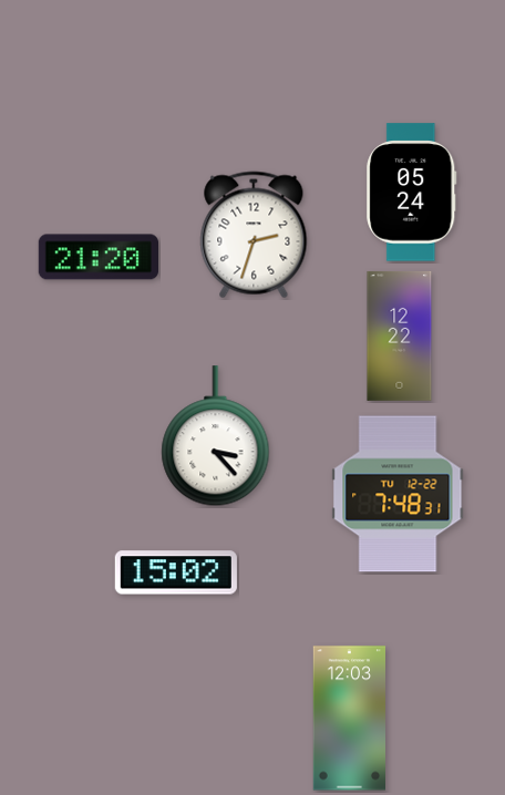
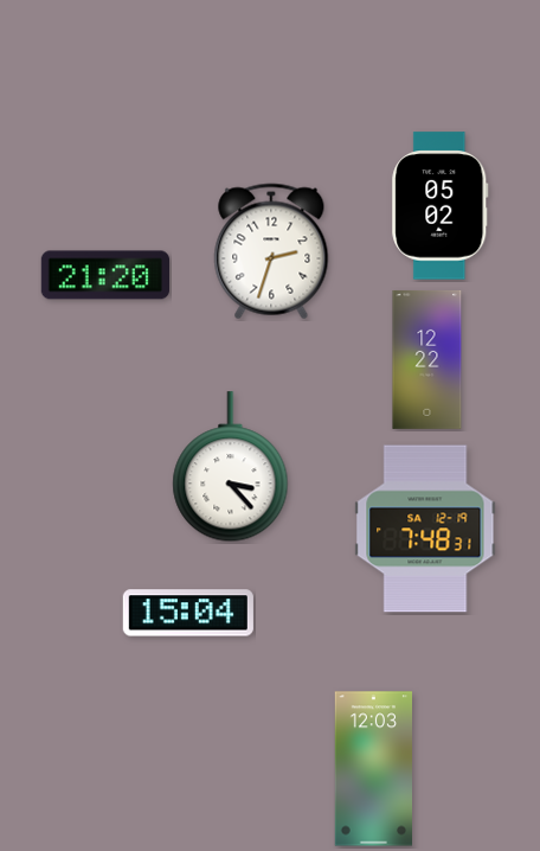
clock at (412, 193): 05:24 -> 05:02
clock at (398, 494) date: TU 12-22 -> SA 12-19
clock at (176, 572): 15:02 -> 15:04
